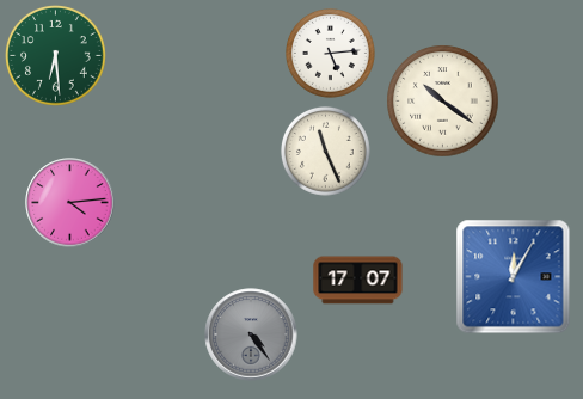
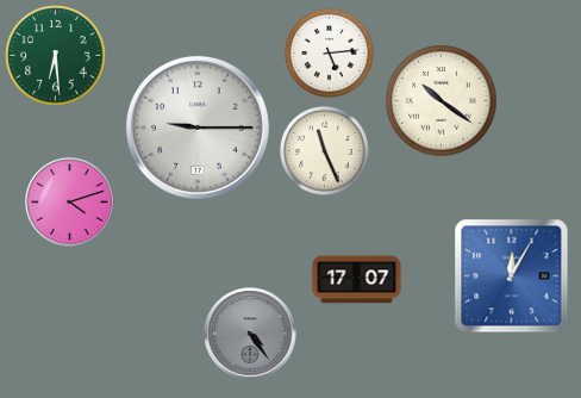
clock at (198, 128): none -> 9:15
clock at (70, 203): 4:14 -> 4:12
